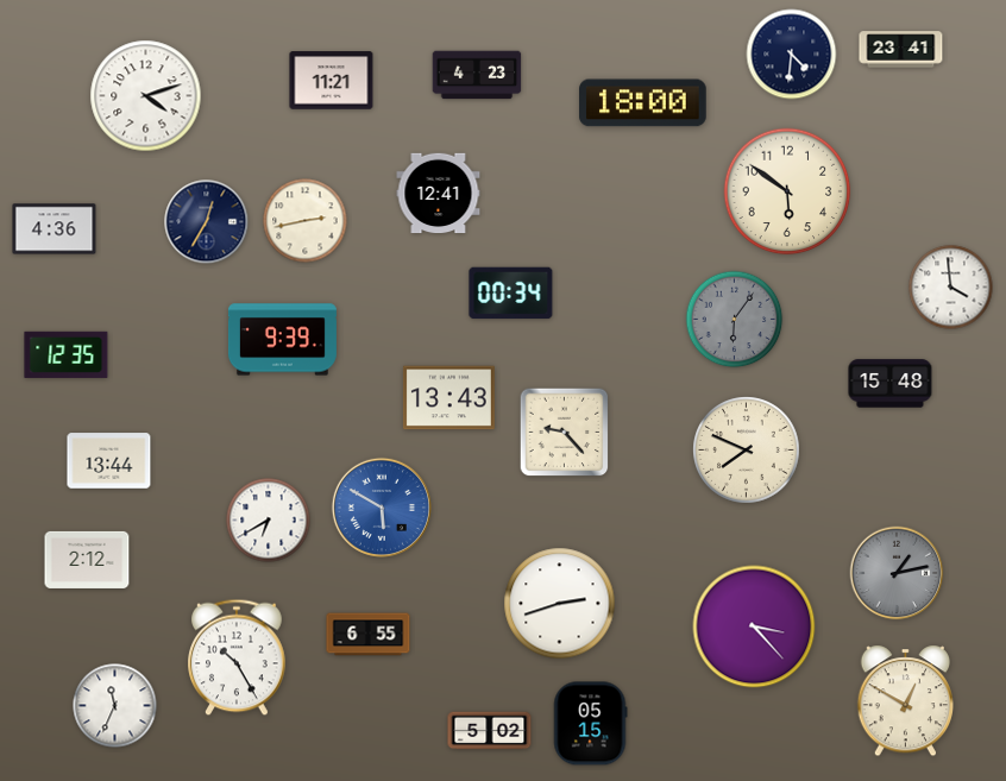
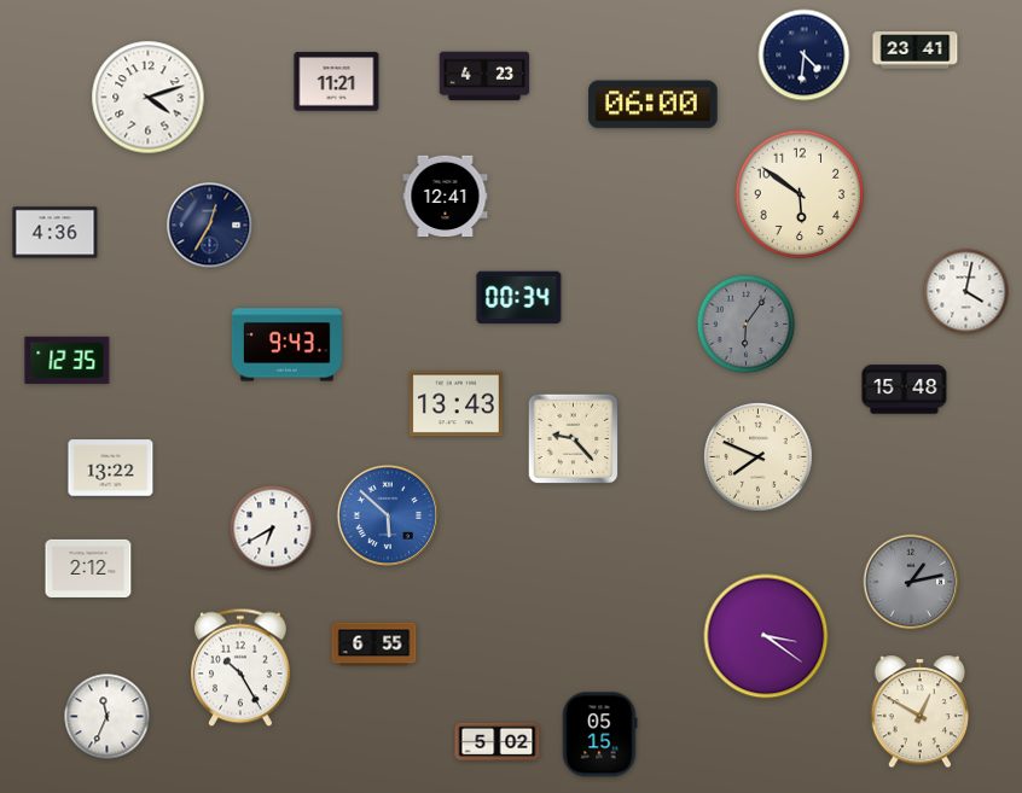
clock at (643, 103): 18:00 -> 06:00
clock at (306, 221): 2:43 -> none
clock at (951, 288): 3:59 -> 4:02
clock at (282, 340): 9:39 -> 9:43
clock at (109, 461): 13:44 -> 13:22
clock at (382, 508): 5:50 -> 5:52
clock at (560, 604): 2:42 -> none
clock at (754, 626): 3:23 -> 3:21
clock at (115, 706) position: (115, 706) -> (108, 717)
